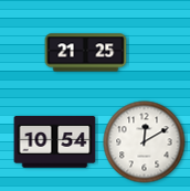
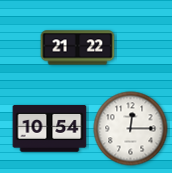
clock at (86, 53): 21:25 -> 21:22
clock at (145, 142): 12:10 -> 12:15
